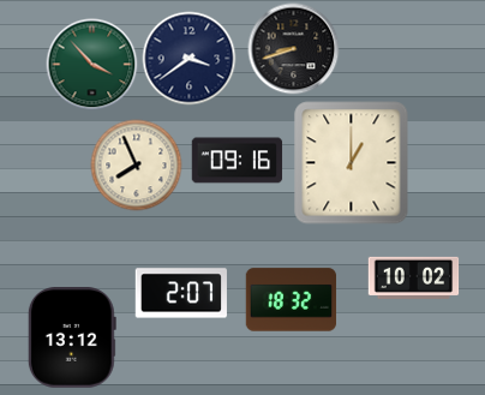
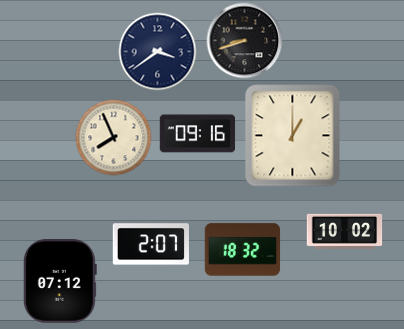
clock at (190, 59) position: (190, 59) -> (158, 52)
clock at (92, 65): 3:53 -> none
clock at (72, 337): 13:12 -> 07:12
